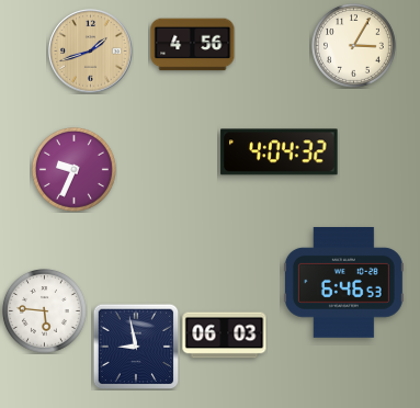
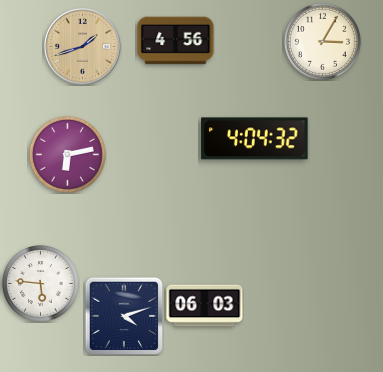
clock at (75, 170): 9:34 -> 6:13
clock at (343, 283): 6:46 -> none
clock at (136, 347): 8:58 -> 4:12
